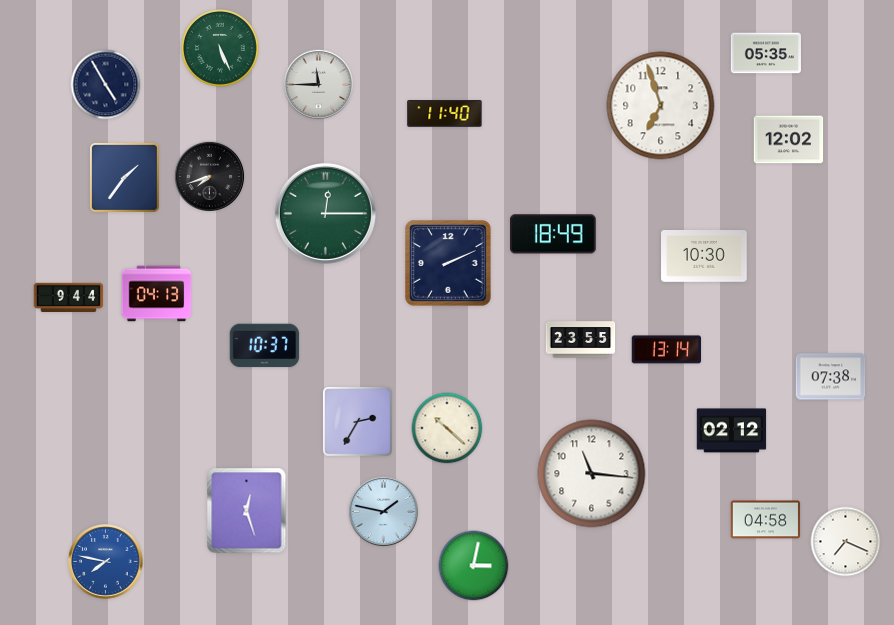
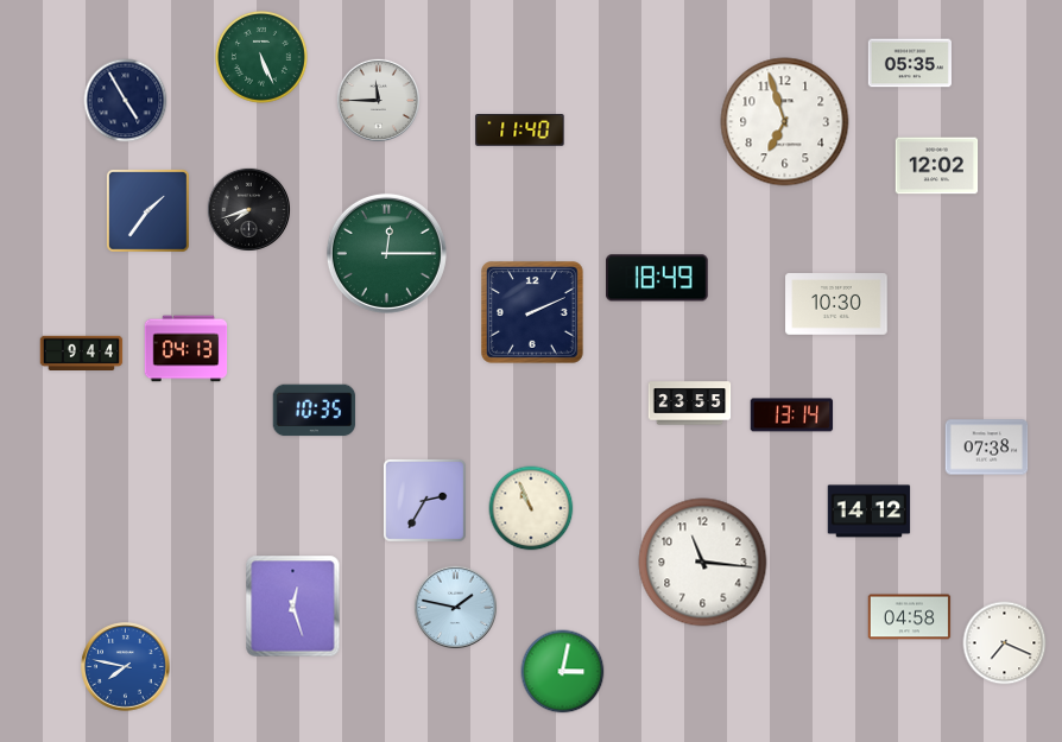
clock at (661, 106) position: (661, 106) -> (785, 122)
clock at (445, 114) position: (445, 114) -> (520, 131)
clock at (265, 346): 10:37 -> 10:35
clock at (447, 428): 10:22 -> 10:56
clock at (732, 431): 02:12 -> 14:12
